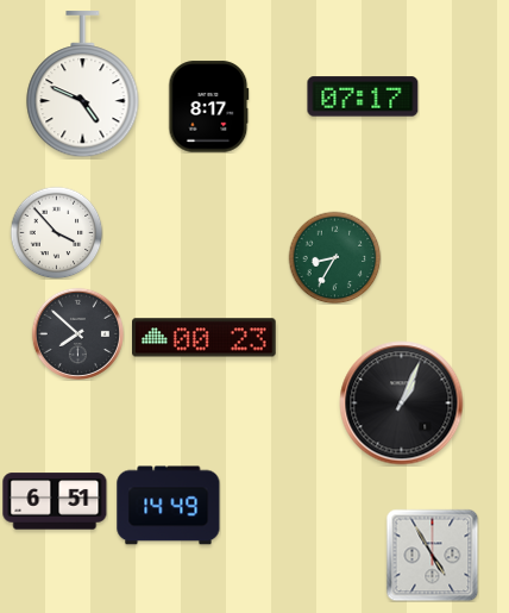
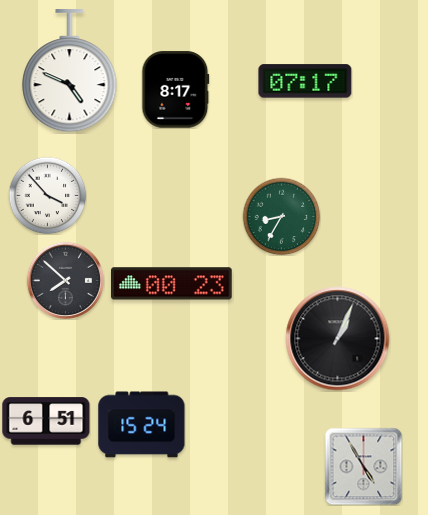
clock at (169, 506): 14:49 -> 15:24
